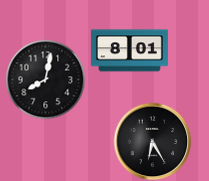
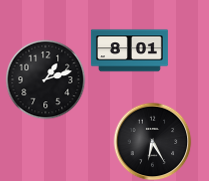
clock at (45, 79): 8:02 -> 1:12
